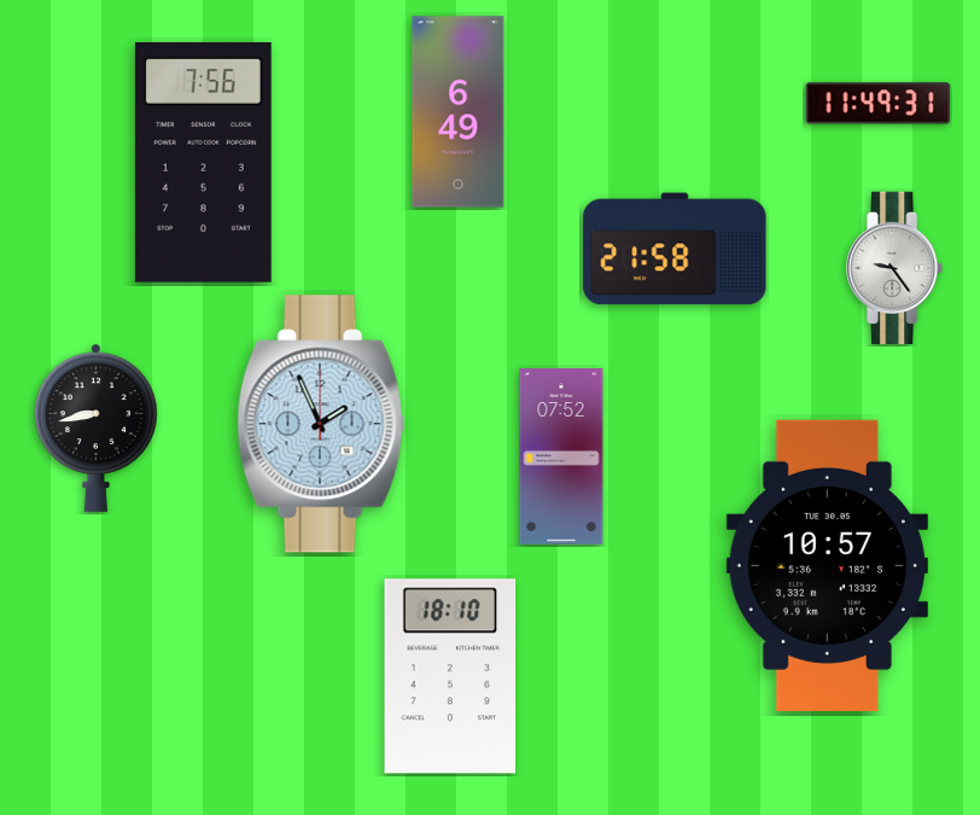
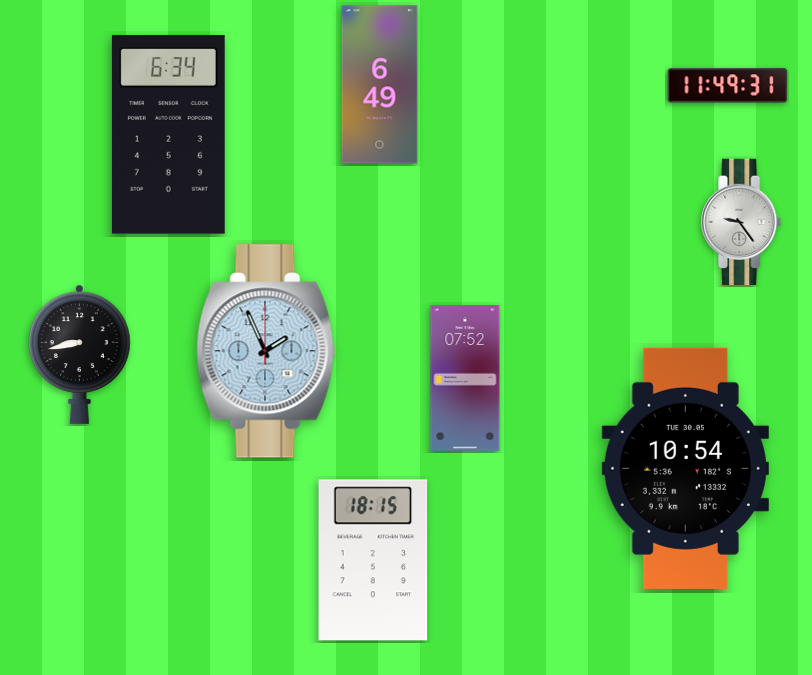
clock at (459, 112) position: (459, 112) -> (380, 85)
clock at (203, 162): 7:56 -> 6:34
clock at (675, 249): 21:58 -> none
clock at (827, 565): 10:57 -> 10:54
clock at (450, 676): 18:10 -> 18:15
